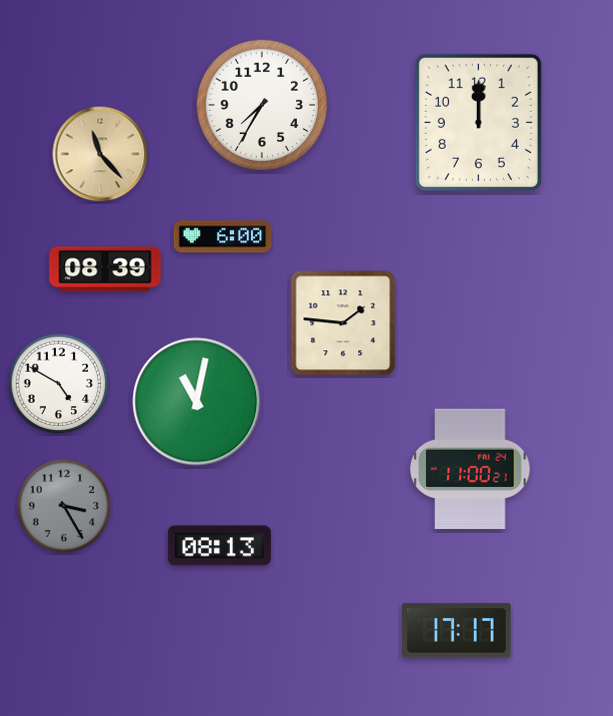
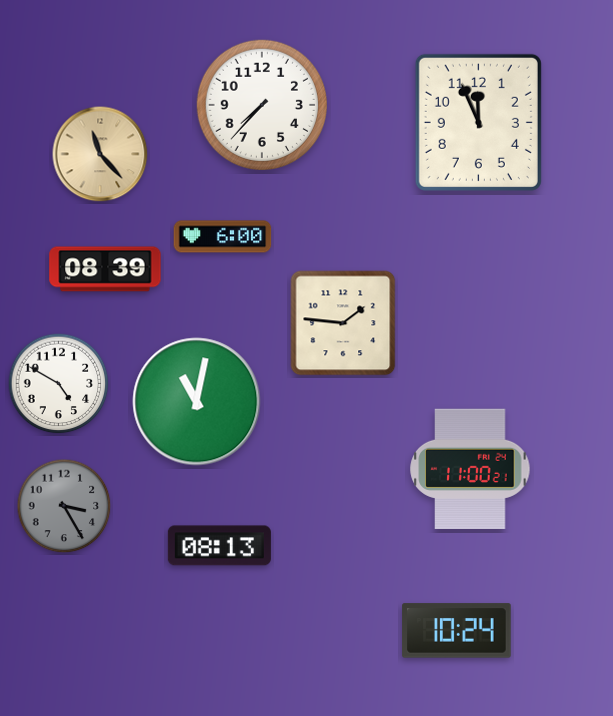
clock at (261, 104): 7:35 -> 7:37
clock at (478, 122): 12:00 -> 11:56
clock at (457, 631): 17:17 -> 10:24
